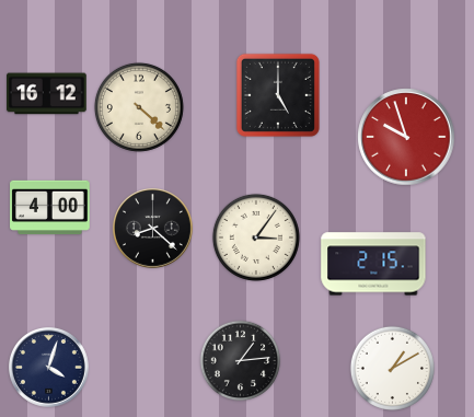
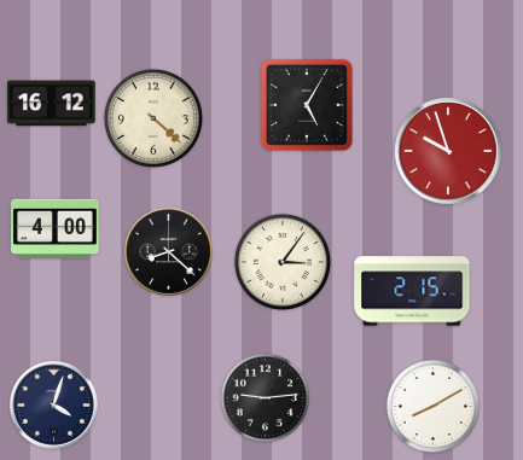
clock at (278, 95): 5:00 -> 5:05
clock at (241, 361): 1:14 -> 9:14
clock at (392, 368): 1:10 -> 8:10
